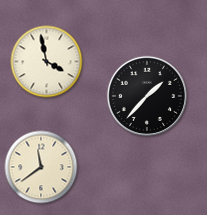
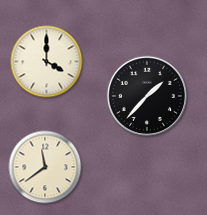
clock at (47, 62): 3:58 -> 4:00
clock at (41, 167) position: (41, 167) -> (45, 167)
